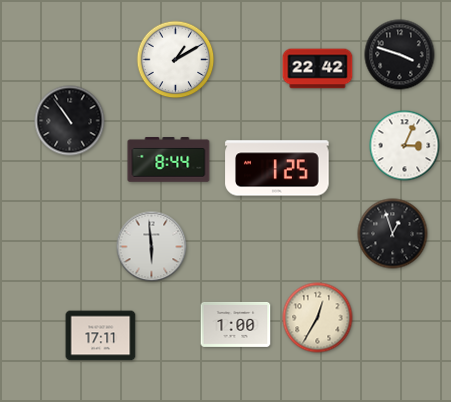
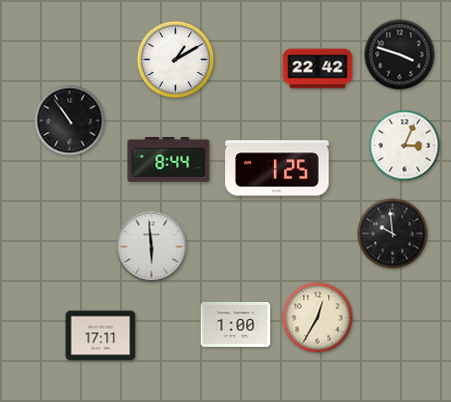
clock at (393, 234): 12:57 -> 9:59
